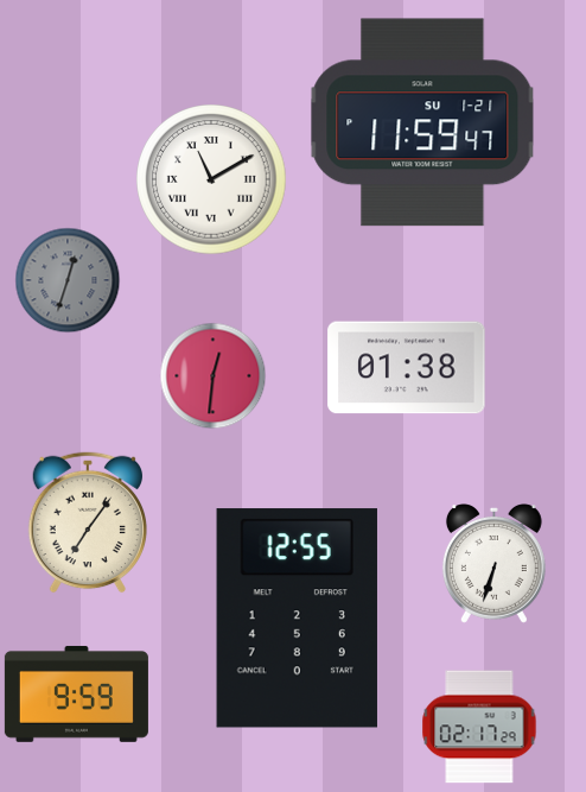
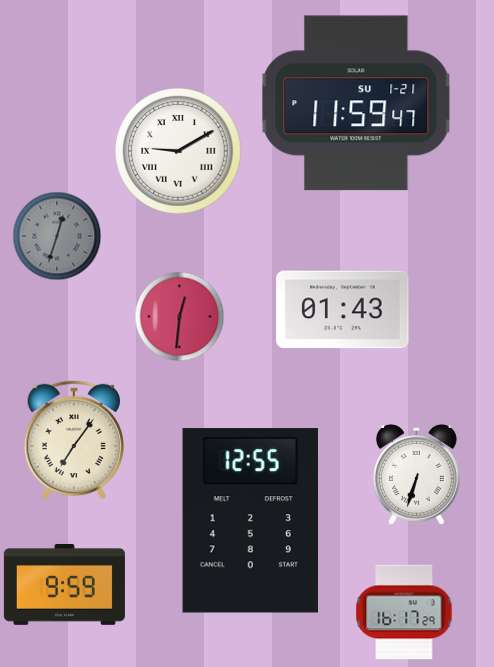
clock at (211, 179): 11:10 -> 9:10
clock at (407, 368): 01:38 -> 01:43
clock at (479, 727): 02:17 -> 16:17
